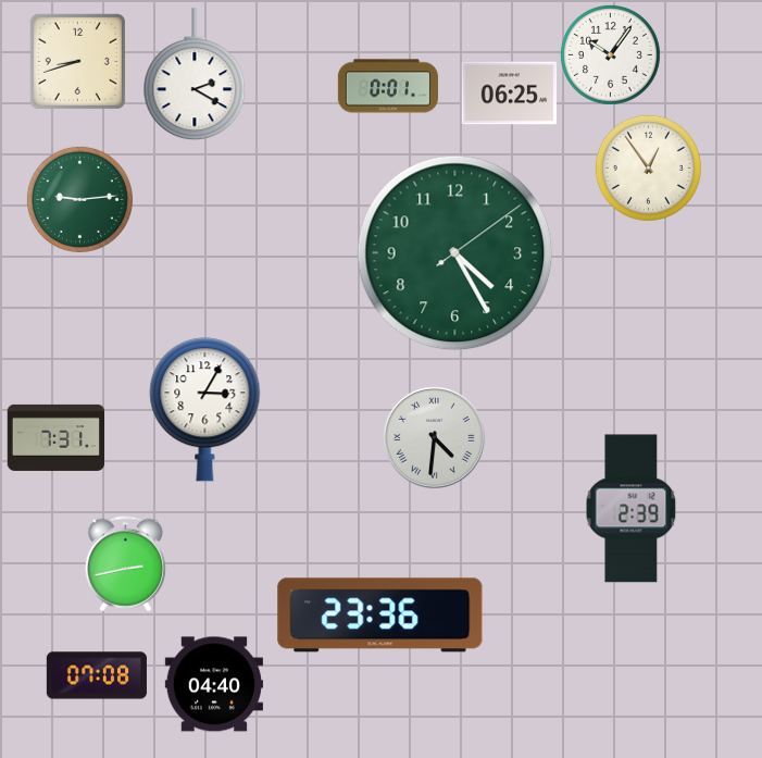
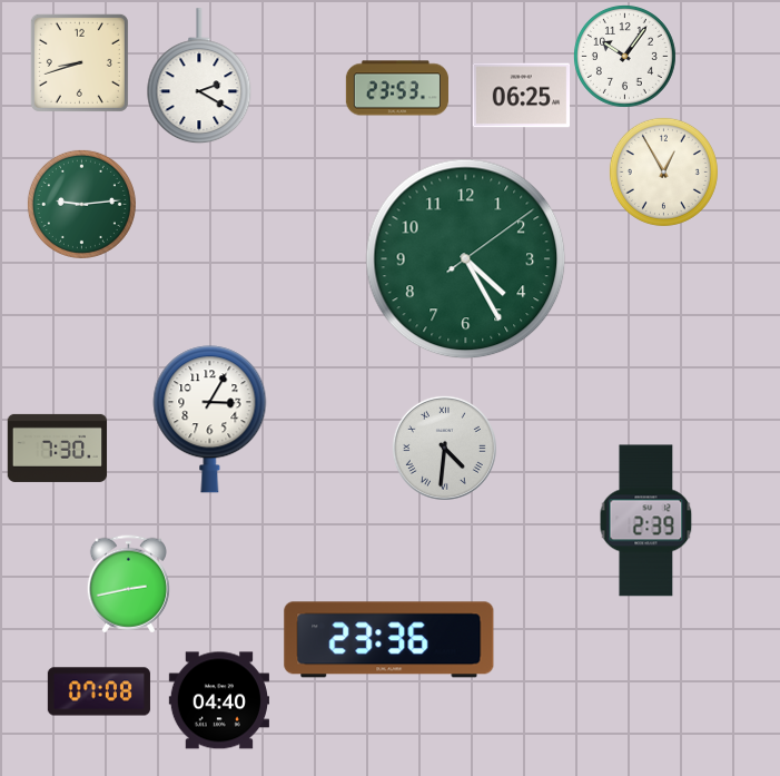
clock at (388, 86): 0:01 -> 23:53
clock at (648, 167): 12:54 -> 12:55
clock at (55, 437): 7:31 -> 7:30
clock at (125, 563) position: (125, 563) -> (128, 583)
clock at (380, 616) position: (380, 616) -> (389, 640)
